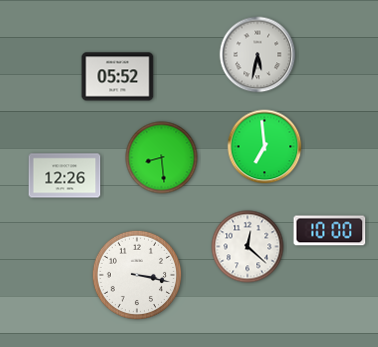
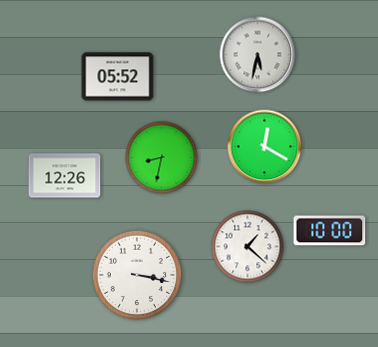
clock at (265, 147): 6:59 -> 12:20
clock at (162, 158): 8:29 -> 8:32
clock at (248, 247): 12:22 -> 1:22
